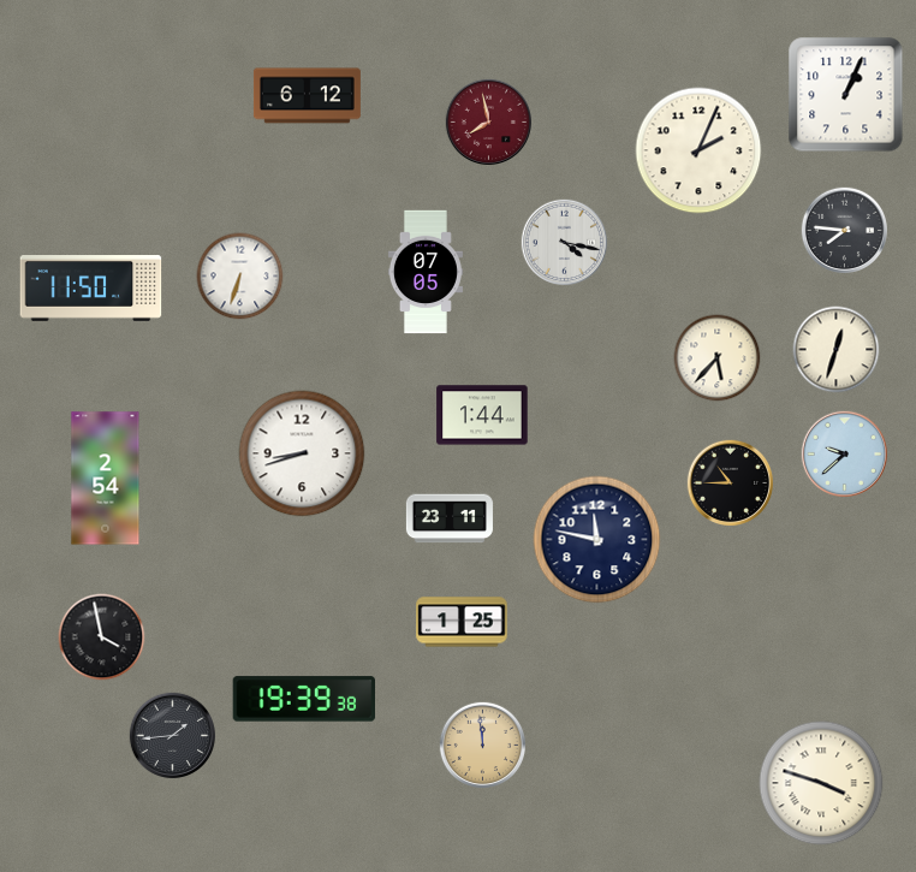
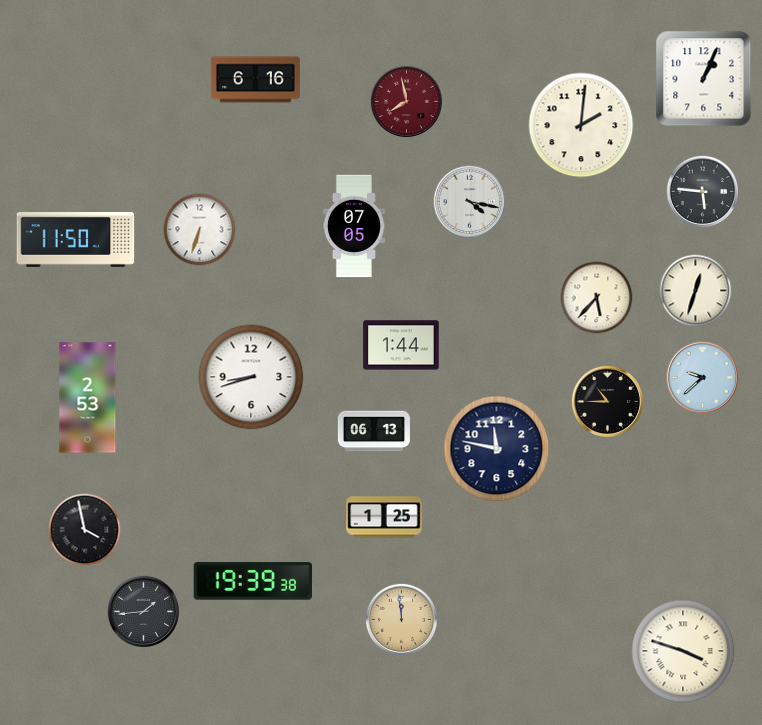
clock at (307, 96): 6:12 -> 6:16
clock at (698, 150): 2:04 -> 2:01
clock at (845, 231): 7:46 -> 5:46
clock at (106, 479): 2:54 -> 2:53
clock at (450, 518): 23:11 -> 06:13
